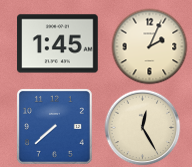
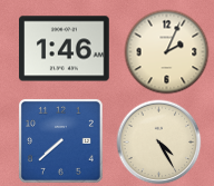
clock at (58, 44): 1:45 -> 1:46
clock at (143, 128): 12:25 -> 4:25
